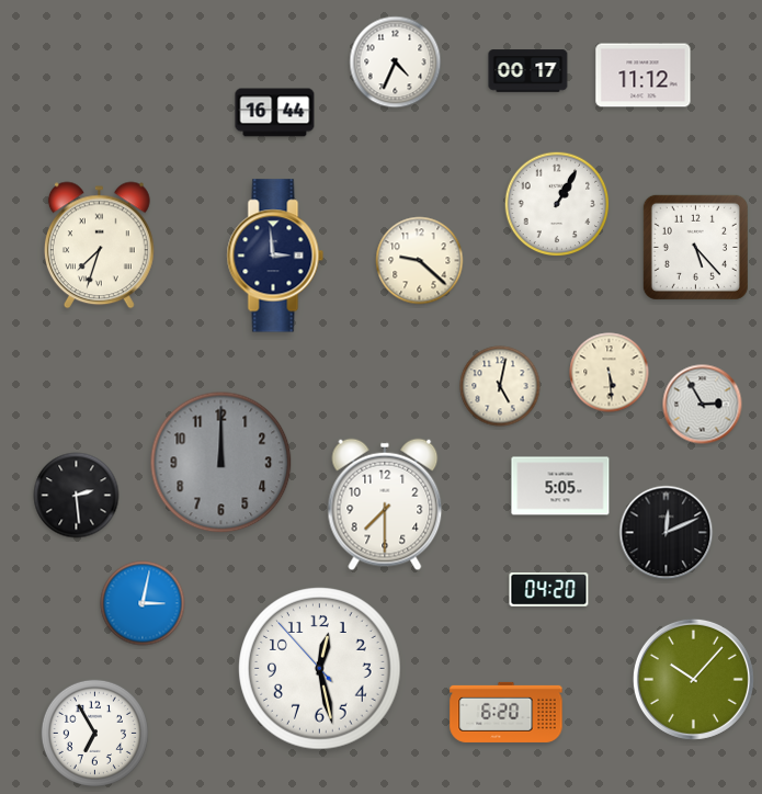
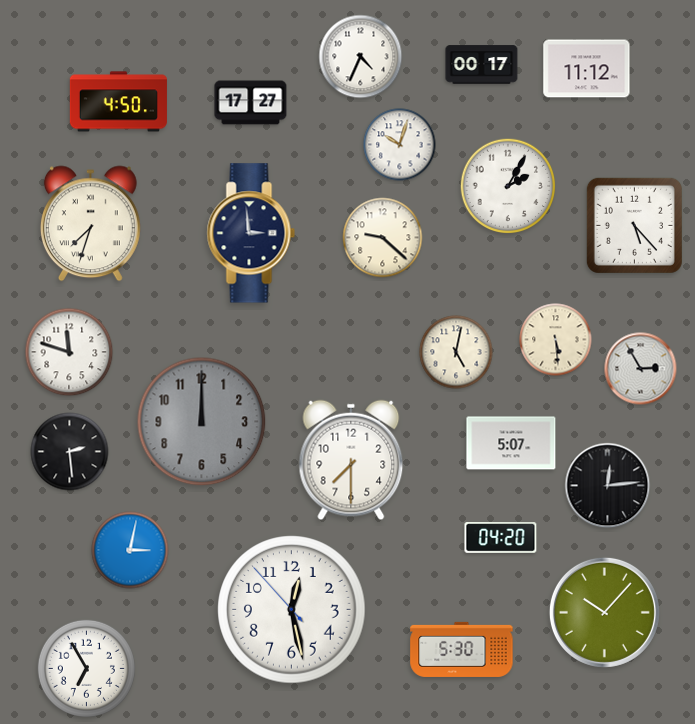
clock at (118, 102): none -> 4:50
clock at (275, 113): 16:44 -> 17:27
clock at (400, 145): none -> 10:03
clock at (557, 204): 1:05 -> 2:05
clock at (69, 352): none -> 11:48
clock at (560, 486): 5:05 -> 5:07
clock at (667, 533): 12:11 -> 12:14
clock at (693, 679) position: (693, 679) -> (604, 612)
clock at (507, 712): 6:20 -> 5:30
